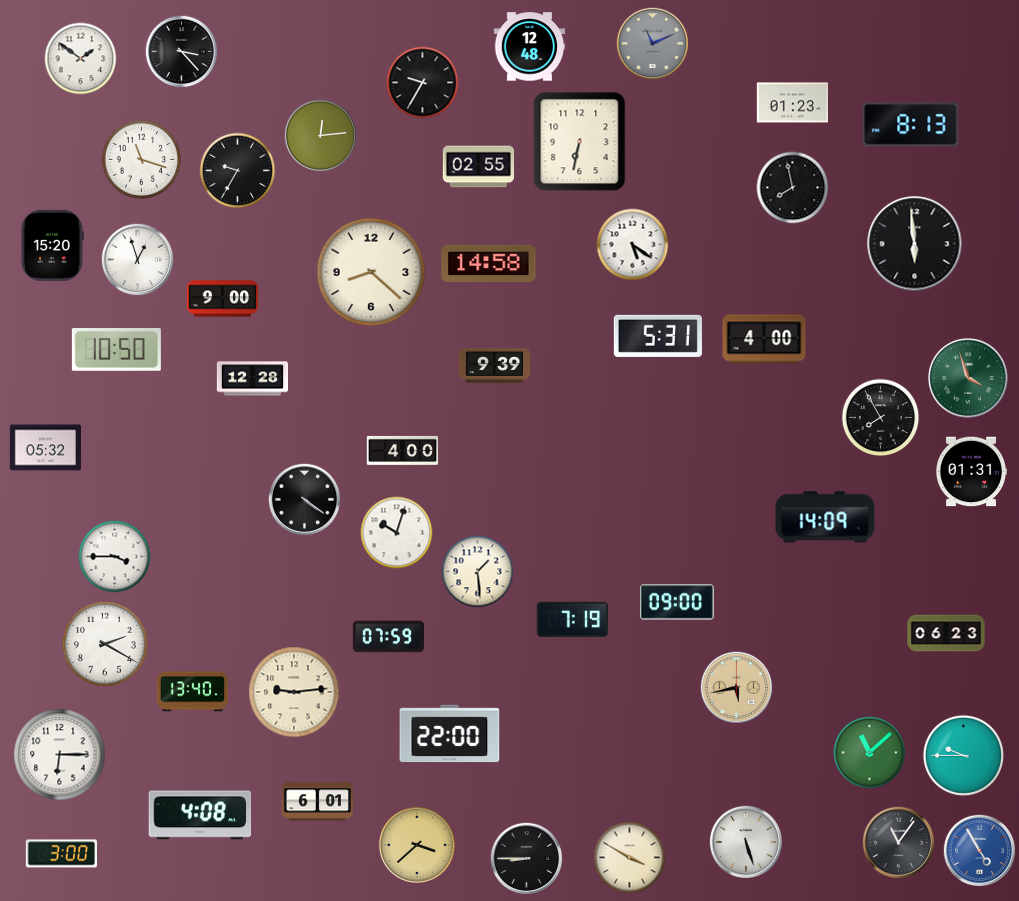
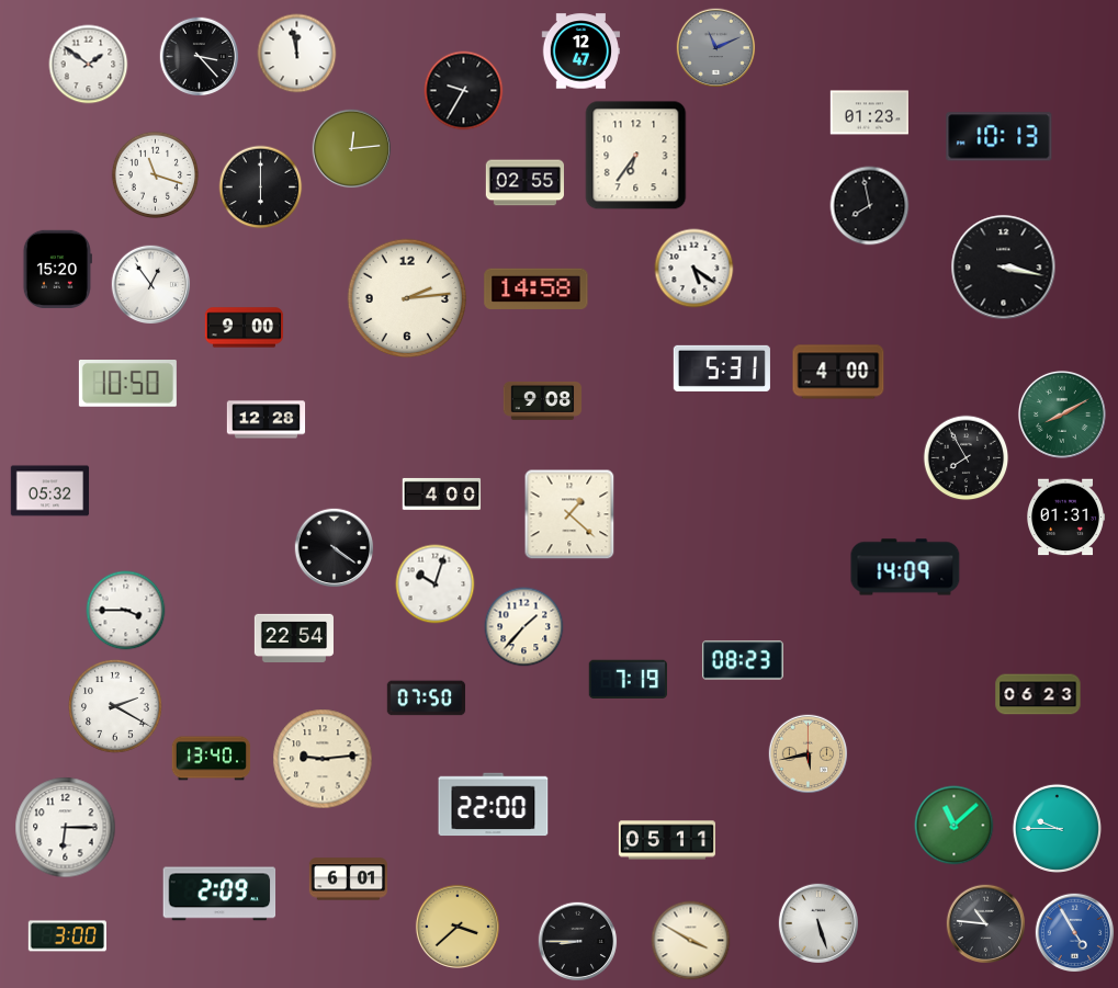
clock at (530, 47): 12:48 -> 12:47
clock at (297, 54): none -> 11:58
clock at (911, 125): 8:13 -> 10:13
clock at (580, 142): 6:32 -> 6:36
clock at (238, 171): 9:35 -> 6:00
clock at (915, 244): 5:59 -> 3:17
clock at (138, 260): 12:57 -> 12:54
clock at (371, 272): 8:22 -> 2:14
clock at (495, 366): 9:39 -> 9:08
clock at (968, 378): 3:57 -> 8:10
clock at (253, 379) position: (253, 379) -> (267, 420)
clock at (569, 514): none -> 1:22
clock at (478, 572): 1:29 -> 1:37
clock at (294, 638): none -> 22:54
clock at (677, 602): 09:00 -> 08:23
clock at (389, 637): 07:59 -> 07:50
clock at (667, 840): none -> 05:11
clock at (200, 815): 4:08 -> 2:09
clock at (899, 843): 11:06 -> 10:46
